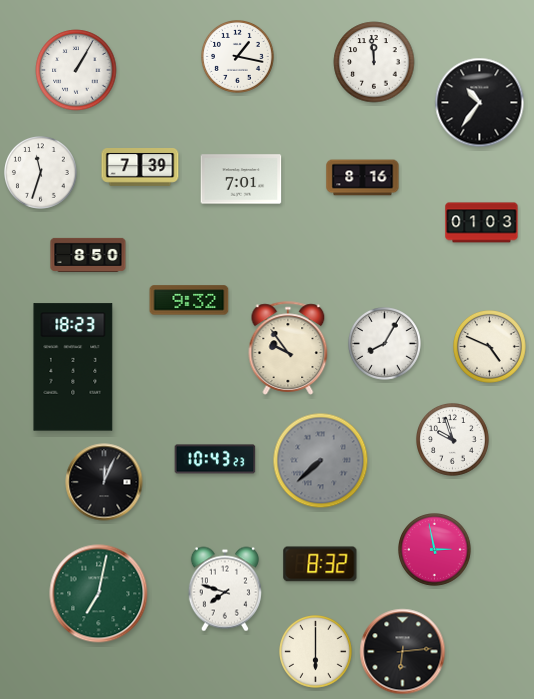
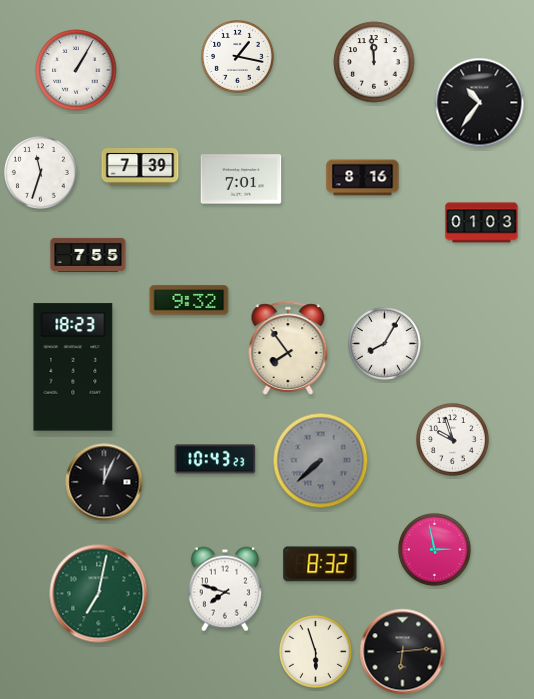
clock at (88, 255): 8:50 -> 7:55
clock at (490, 347): 4:49 -> none
clock at (288, 348): 9:54 -> 7:54
clock at (316, 652): 6:00 -> 5:57
